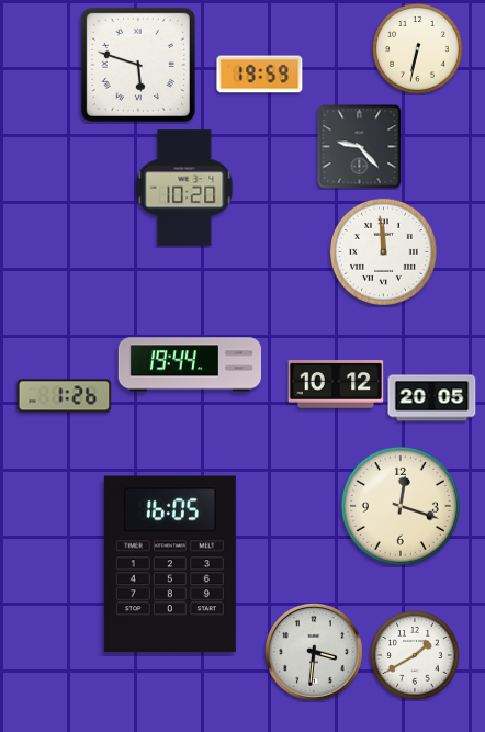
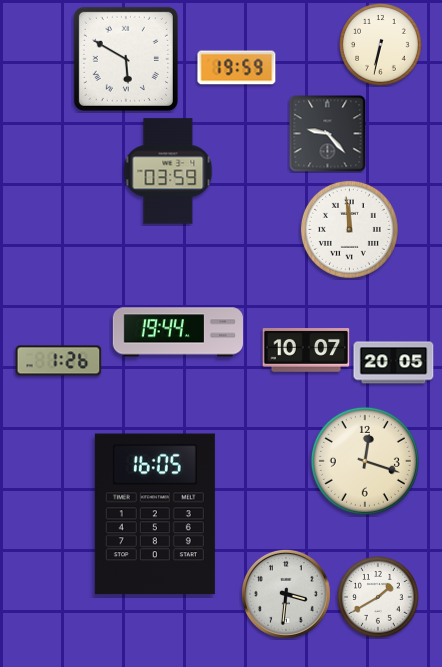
clock at (138, 65): 5:48 -> 5:50
clock at (184, 188): 10:20 -> 03:59
clock at (189, 364) position: (189, 364) -> (177, 332)
clock at (336, 384): 10:12 -> 10:07
